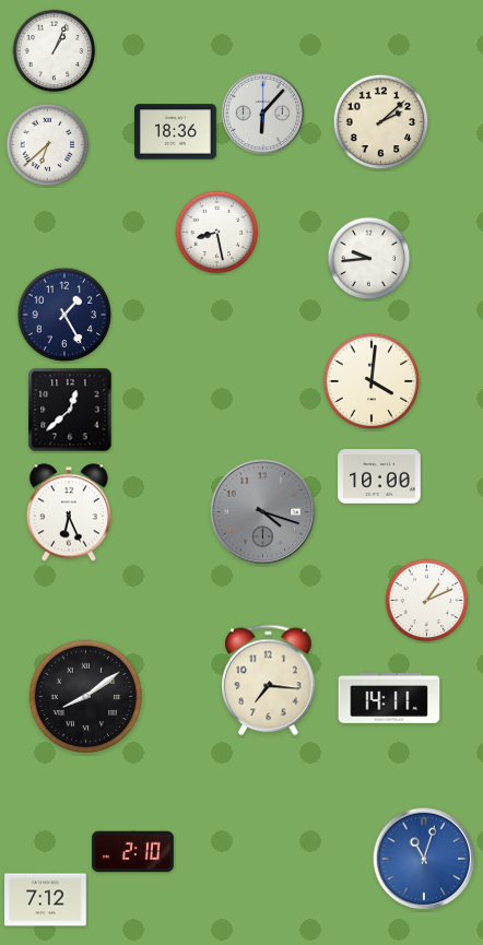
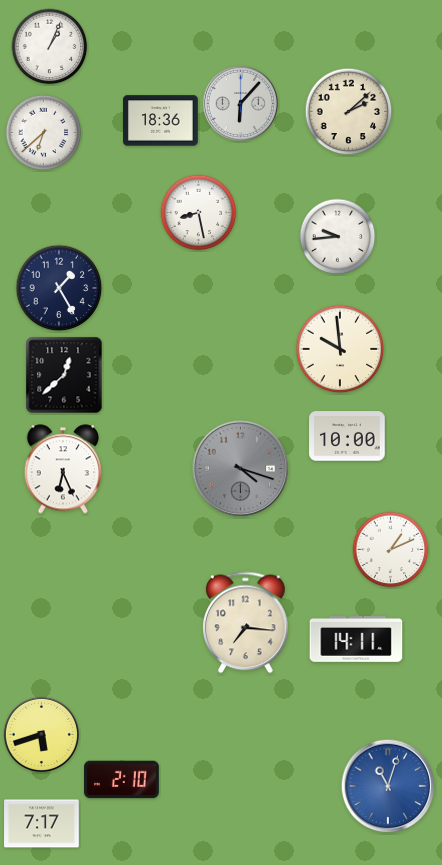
clock at (372, 381): 4:01 -> 9:59
clock at (85, 696): 8:09 -> none
clock at (41, 734): none -> 5:42
clock at (46, 900): 7:12 -> 7:17
